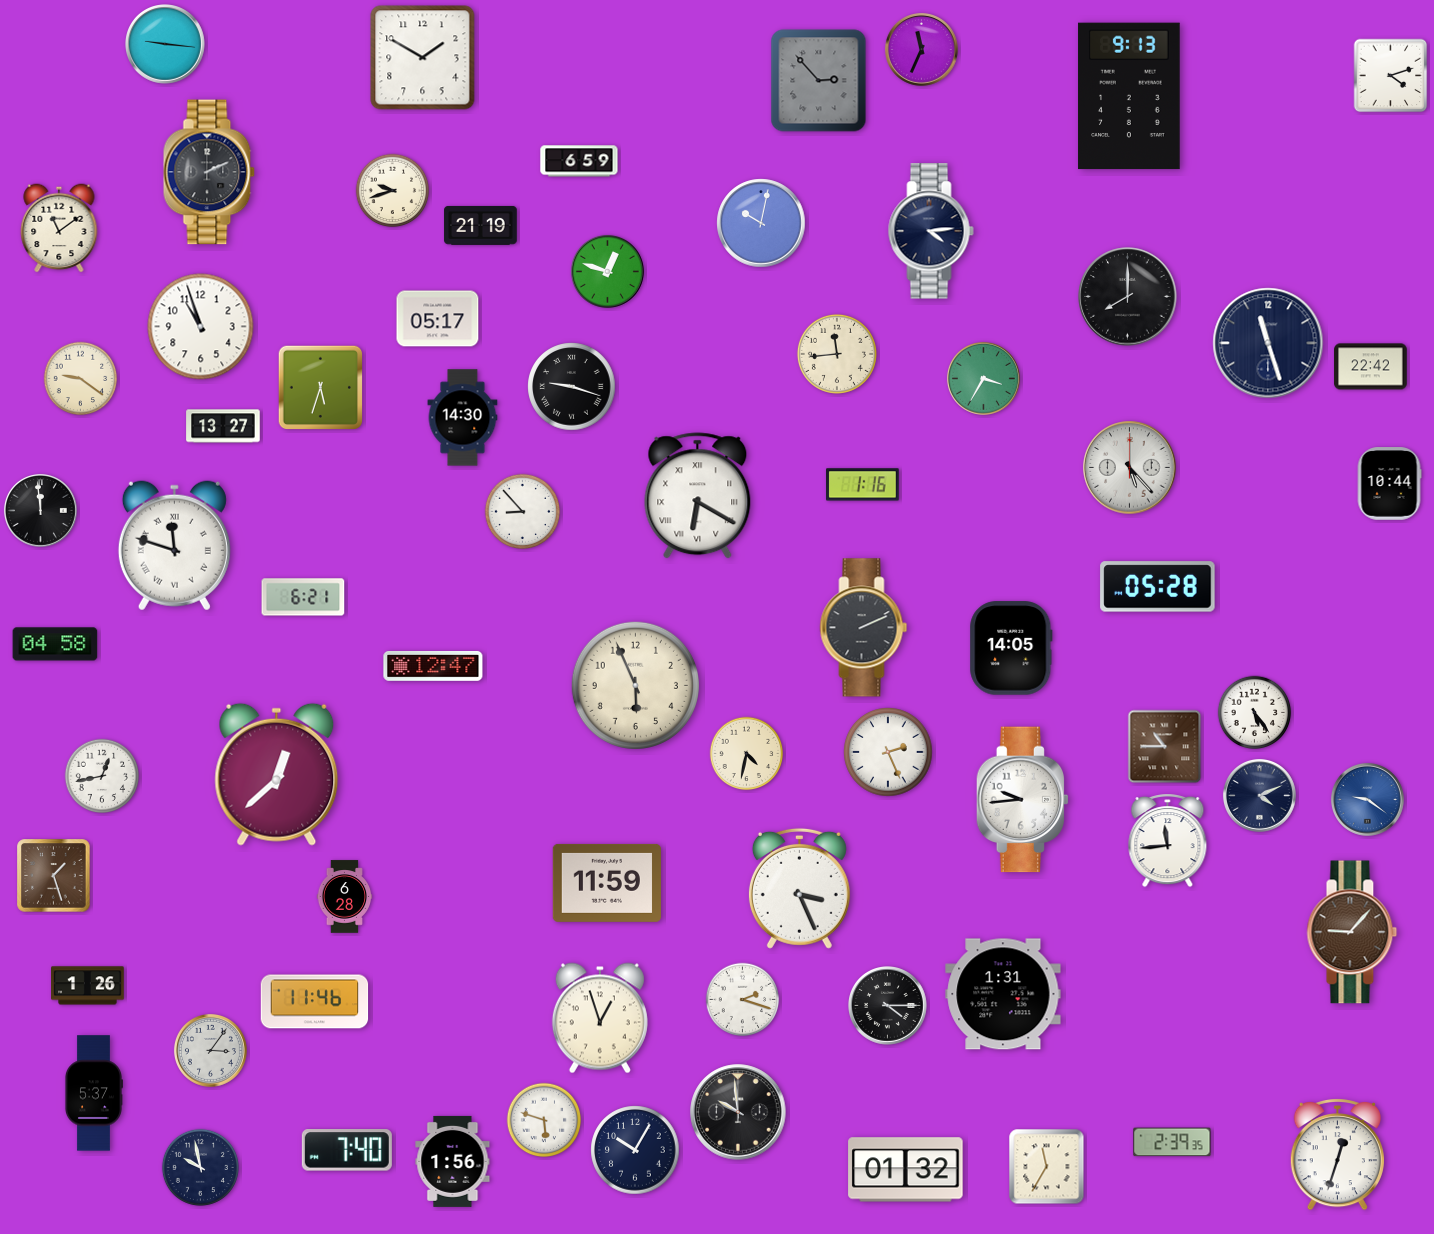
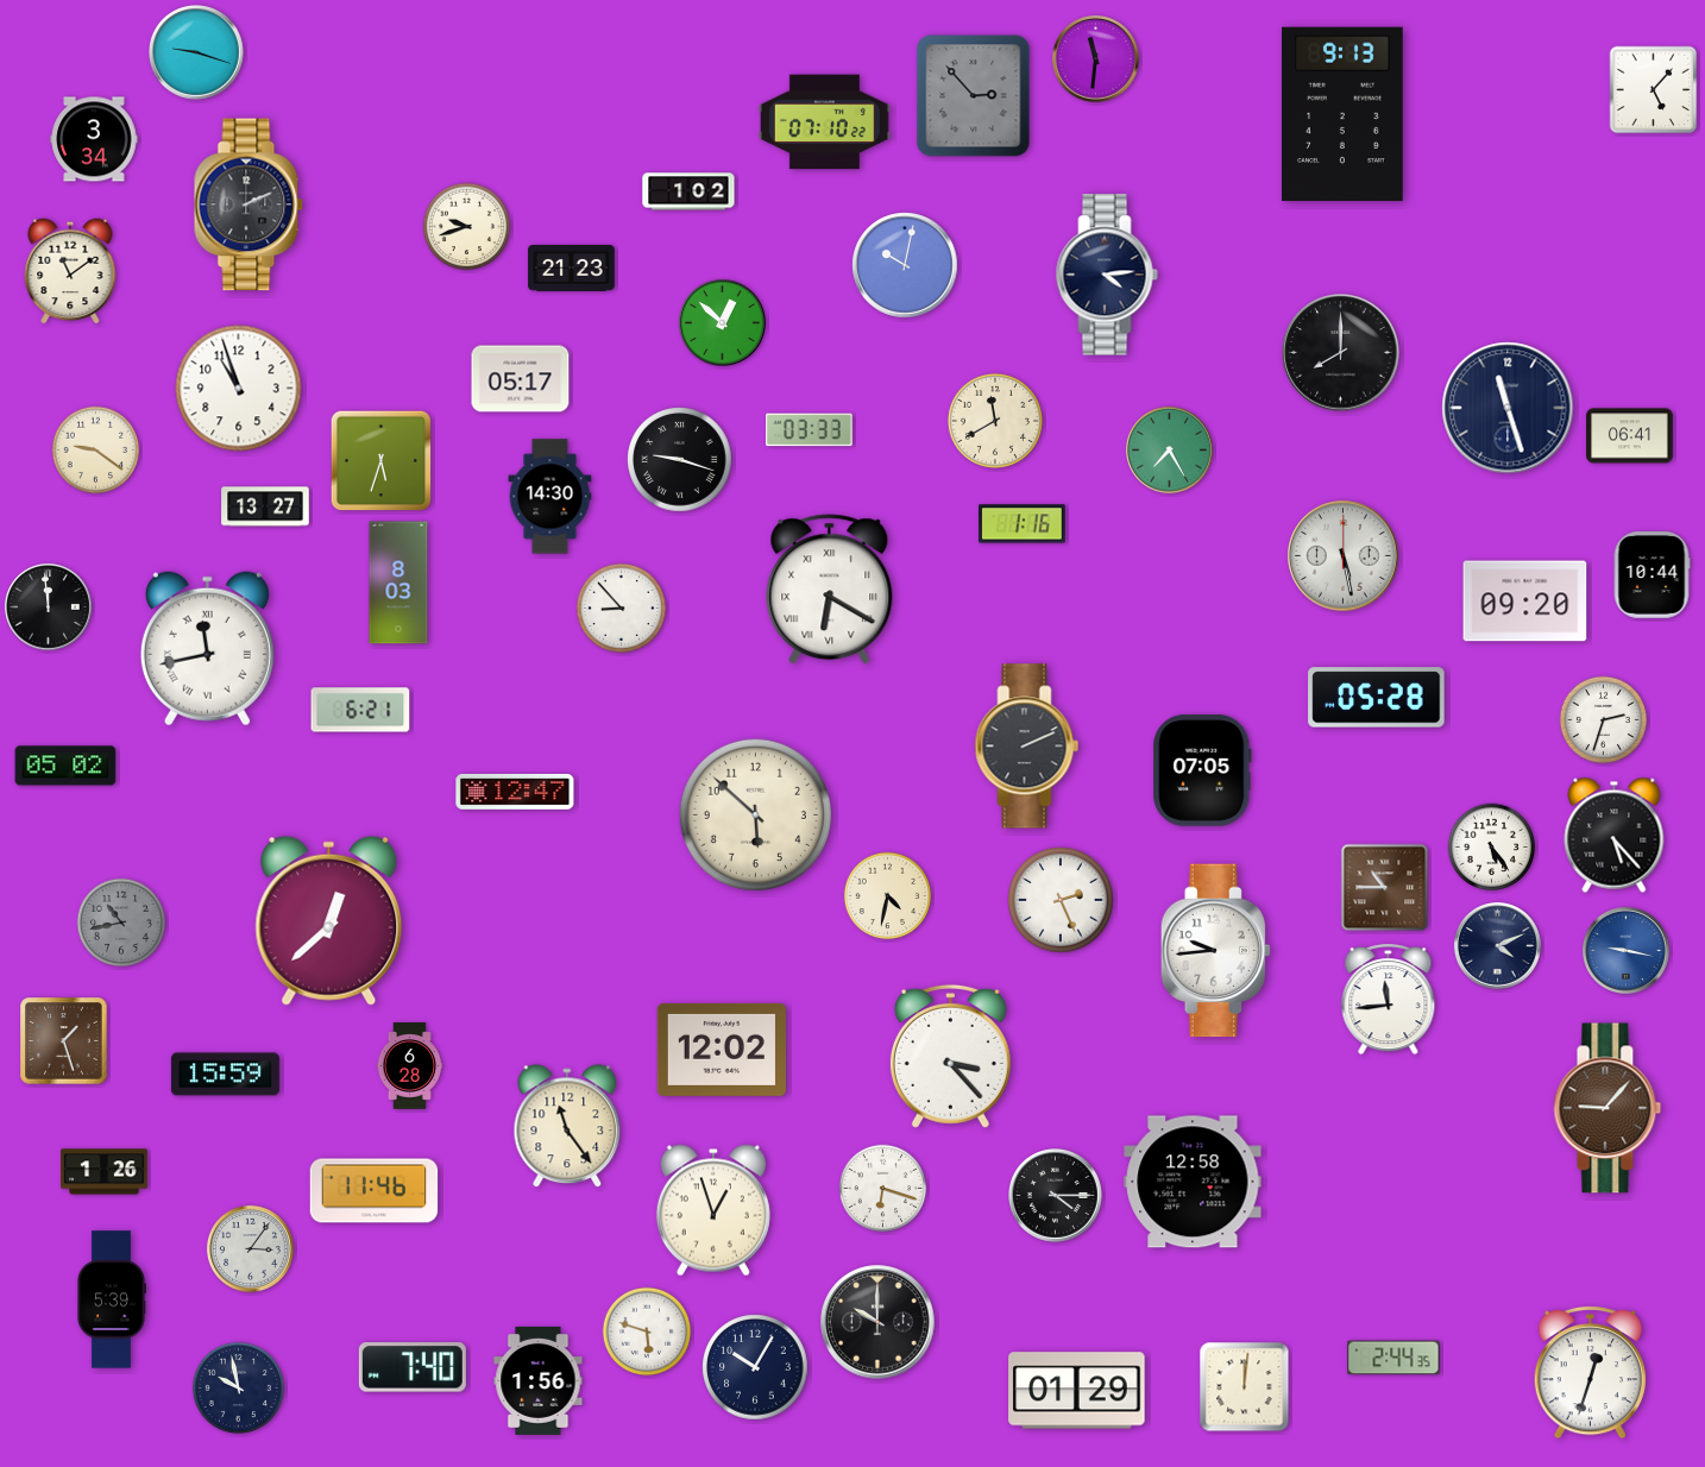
clock at (166, 45): 9:16 -> 9:18
clock at (921, 49): 11:34 -> 11:31
clock at (423, 58): 1:50 -> none
clock at (1391, 76): 4:12 -> 5:07
clock at (824, 122): none -> 07:10
clock at (94, 139): none -> 3:34
clock at (579, 161): 6:59 -> 1:02
clock at (481, 225): 21:19 -> 21:23
clock at (607, 271): 12:48 -> 12:52
clock at (837, 354): 11:44 -> 11:40
clock at (810, 430): none -> 03:33
clock at (1371, 367): 22:42 -> 06:41
clock at (983, 378): 3:35 -> 7:25
clock at (1130, 468): 5:23 -> 5:28
clock at (863, 485) position: (863, 485) -> (1023, 524)
clock at (398, 583): none -> 8:03
clock at (1525, 602): none -> 09:20
clock at (174, 546): 11:48 -> 11:43
clock at (1604, 720): none -> 2:33
clock at (55, 644): 04:58 -> 05:02
clock at (1011, 648): 14:05 -> 07:05
clock at (635, 685): 5:56 -> 5:52
clock at (1615, 835): none -> 5:23
clock at (888, 752) position: (888, 752) -> (1061, 900)
clock at (102, 776): 12:43 -> 10:43
clock at (102, 776) dial: white -> grey
clock at (1367, 799): 9:21 -> 9:17
clock at (607, 883): 11:59 -> 12:02
clock at (799, 888): 3:26 -> 3:23
clock at (225, 1075): none -> 15:59
clock at (567, 1127): none -> 11:24
clock at (1003, 994): 1:31 -> 12:58
clock at (743, 1000): 2:18 -> 6:18
clock at (93, 1093): 5:37 -> 5:39
clock at (738, 1112): 9:59 -> 10:00
clock at (1172, 1142): 2:39 -> 2:44
clock at (1047, 1167): 11:35 -> 12:01
clock at (906, 1170): 01:32 -> 01:29
